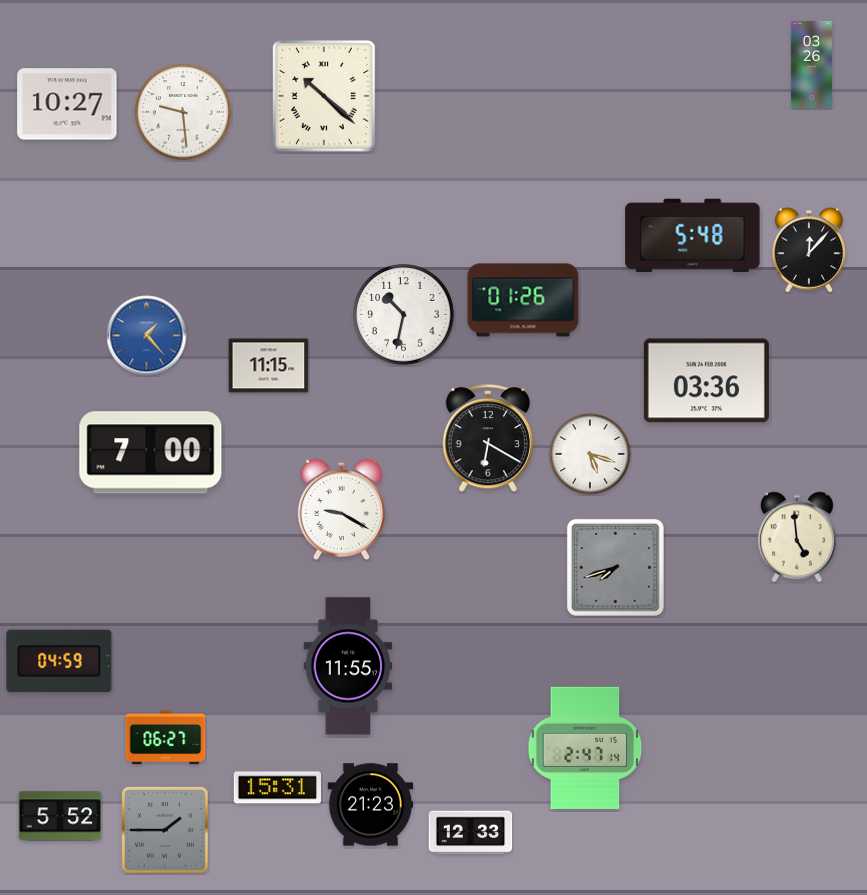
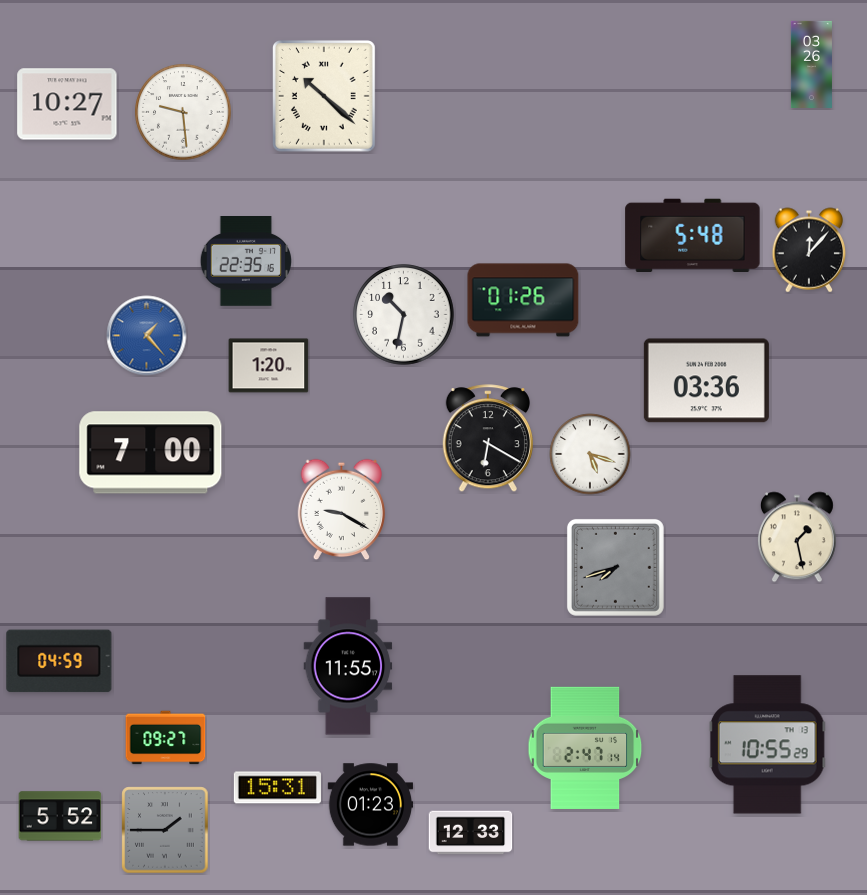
clock at (246, 262): none -> 22:35
clock at (269, 366): 11:15 -> 1:20
clock at (797, 537): 4:59 -> 1:28
clock at (166, 738): 06:27 -> 09:27
clock at (767, 745): none -> 10:55
clock at (371, 805): 21:23 -> 01:23
